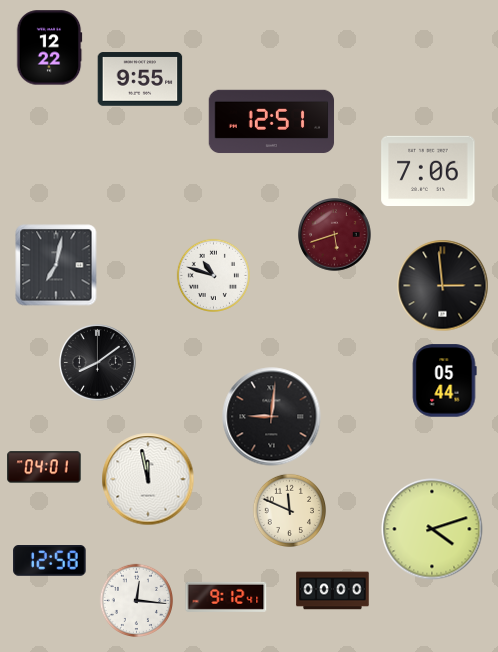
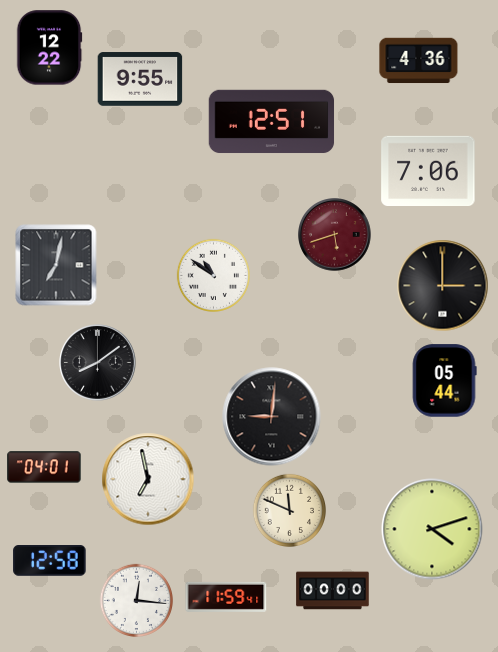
clock at (419, 61): none -> 4:36
clock at (213, 275): 10:48 -> 10:51
clock at (443, 286): 2:59 -> 3:00
clock at (148, 479): 11:58 -> 6:58
clock at (226, 597): 9:12 -> 11:59
